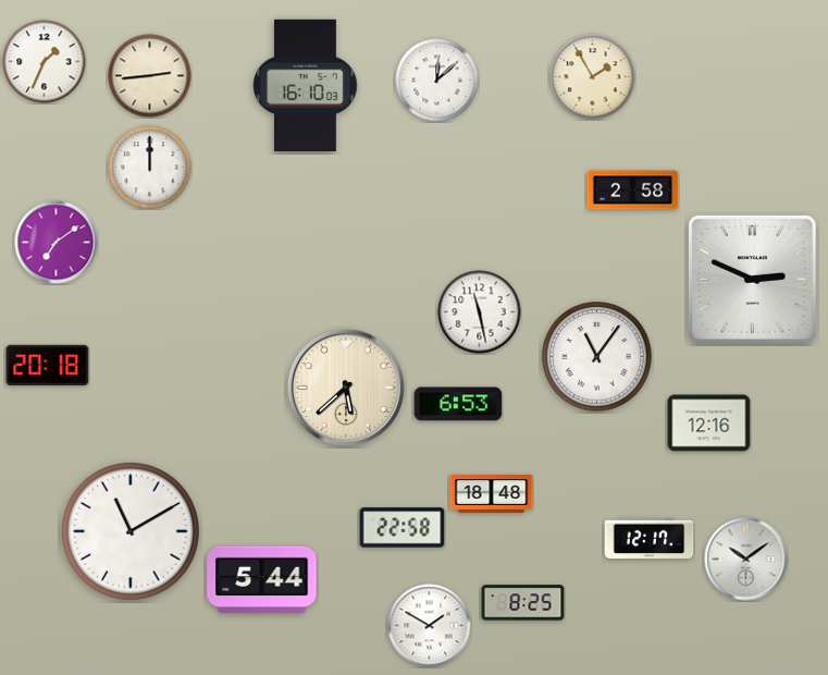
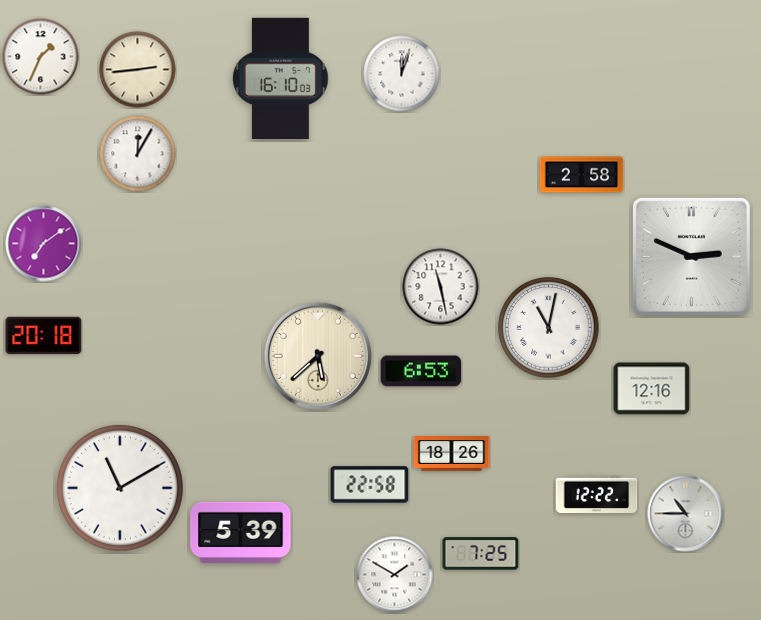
clock at (593, 77): 1:55 -> none
clock at (437, 81): 12:08 -> 12:03
clock at (150, 168): 12:00 -> 12:05
clock at (57, 243) position: (57, 243) -> (44, 244)
clock at (597, 357): 11:06 -> 11:02
clock at (492, 494): 18:48 -> 18:26
clock at (650, 539): 12:17 -> 12:22
clock at (746, 560): 10:09 -> 10:45
clock at (262, 579): 5:44 -> 5:39
clock at (523, 603): 8:25 -> 7:25
